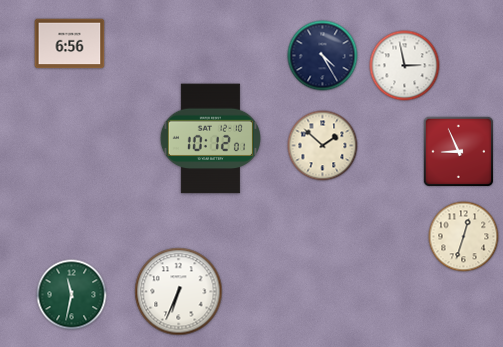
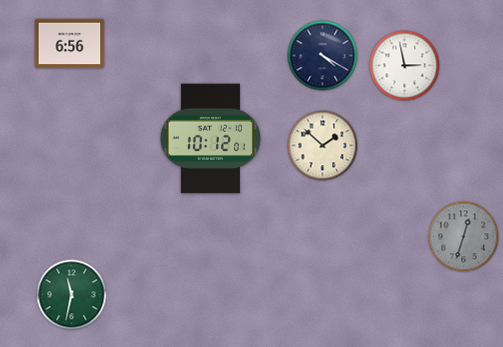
clock at (323, 56): 4:25 -> 4:20
clock at (458, 151): 8:56 -> none
clock at (464, 237) dial: cream -> grey
clock at (179, 292): 6:34 -> none
